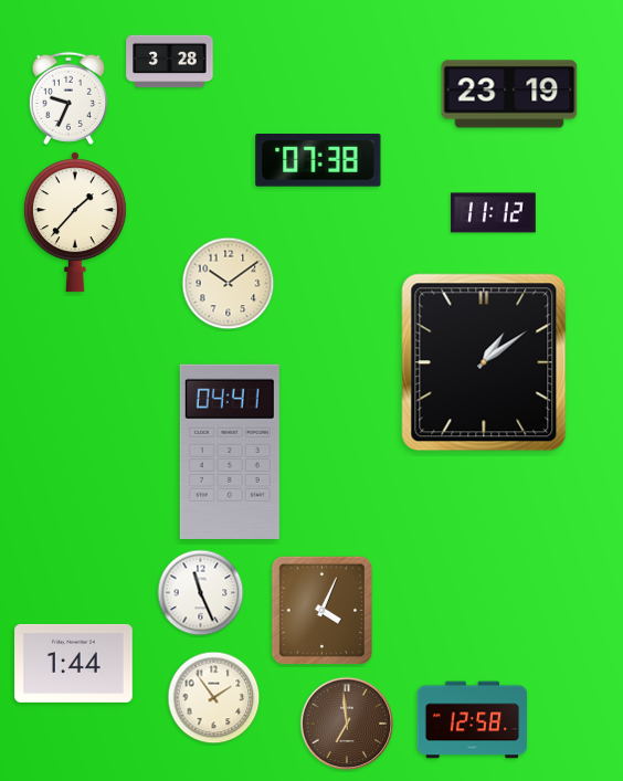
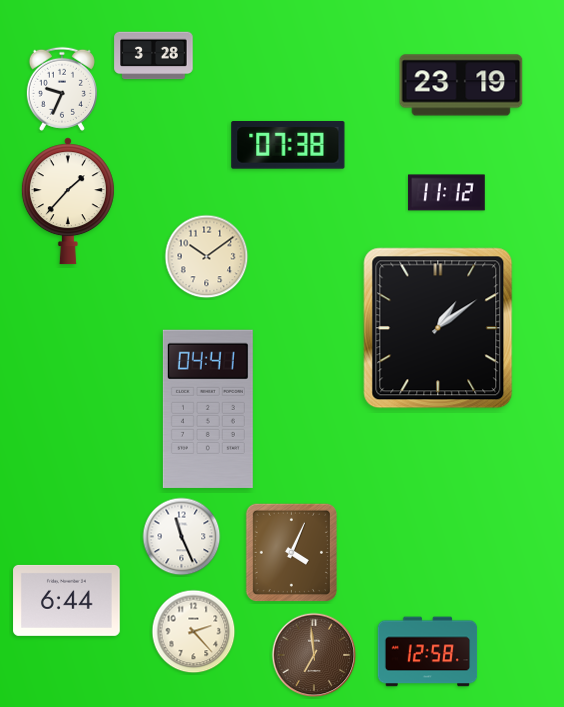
clock at (74, 663): 1:44 -> 6:44
clock at (214, 698): 1:54 -> 2:23
